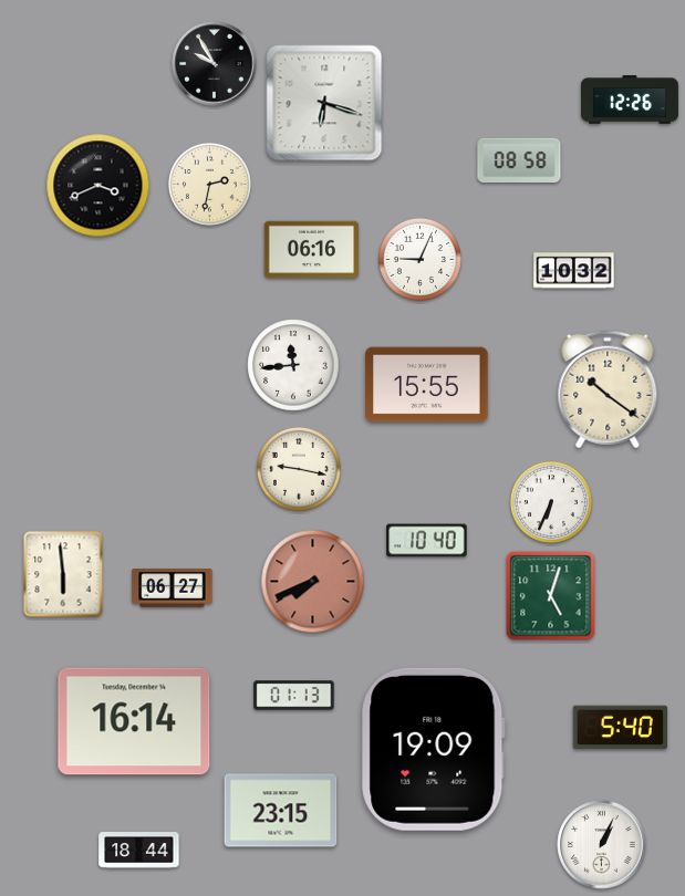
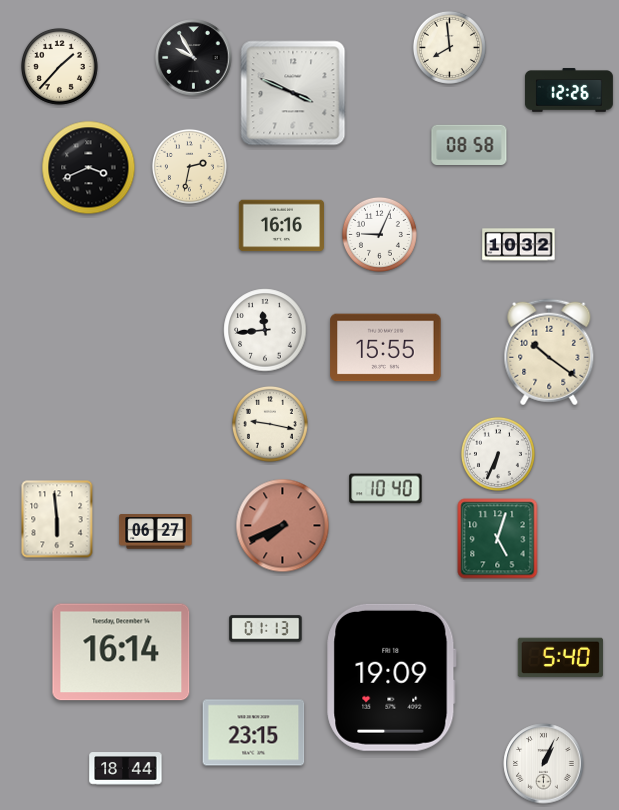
clock at (449, 47): none -> 7:59
clock at (60, 67): none -> 1:37
clock at (324, 103): 6:18 -> 3:49
clock at (311, 250): 06:16 -> 16:16
